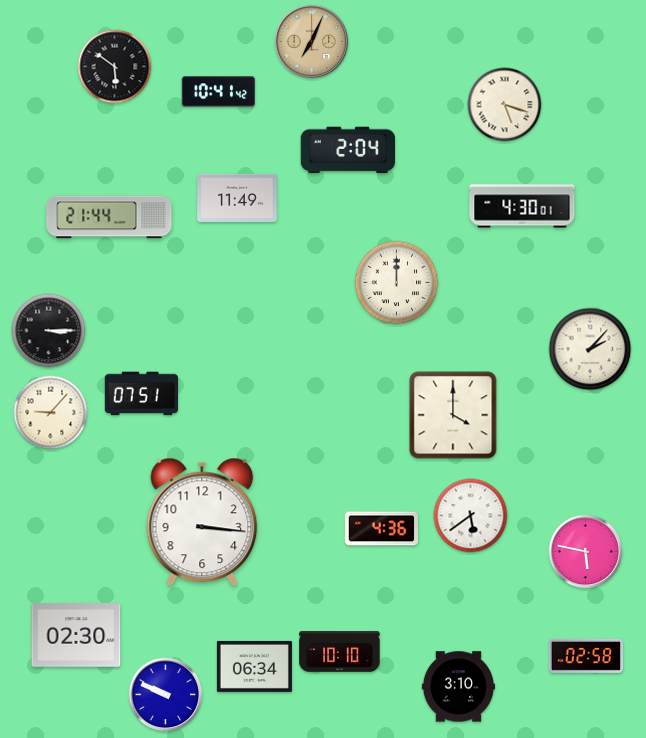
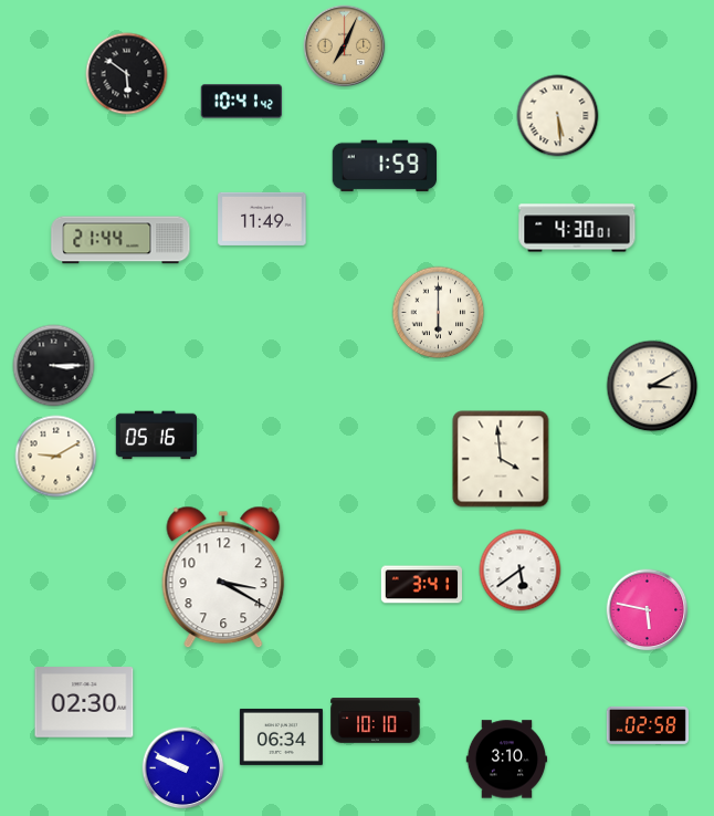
clock at (505, 105): 5:18 -> 5:29
clock at (347, 150): 2:04 -> 1:59
clock at (397, 283): 12:00 -> 6:00
clock at (590, 349): 2:07 -> 3:10
clock at (142, 394): 07:51 -> 05:16
clock at (51, 413): 9:07 -> 9:10
clock at (453, 415): 4:00 -> 3:59
clock at (202, 522): 3:16 -> 3:20
clock at (382, 529): 4:36 -> 3:41
